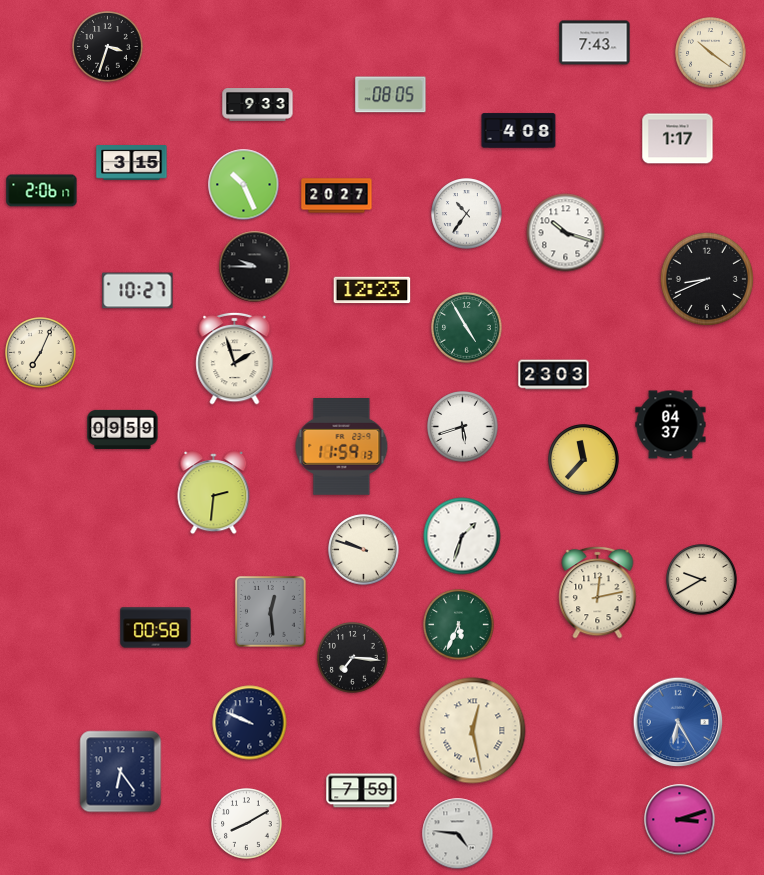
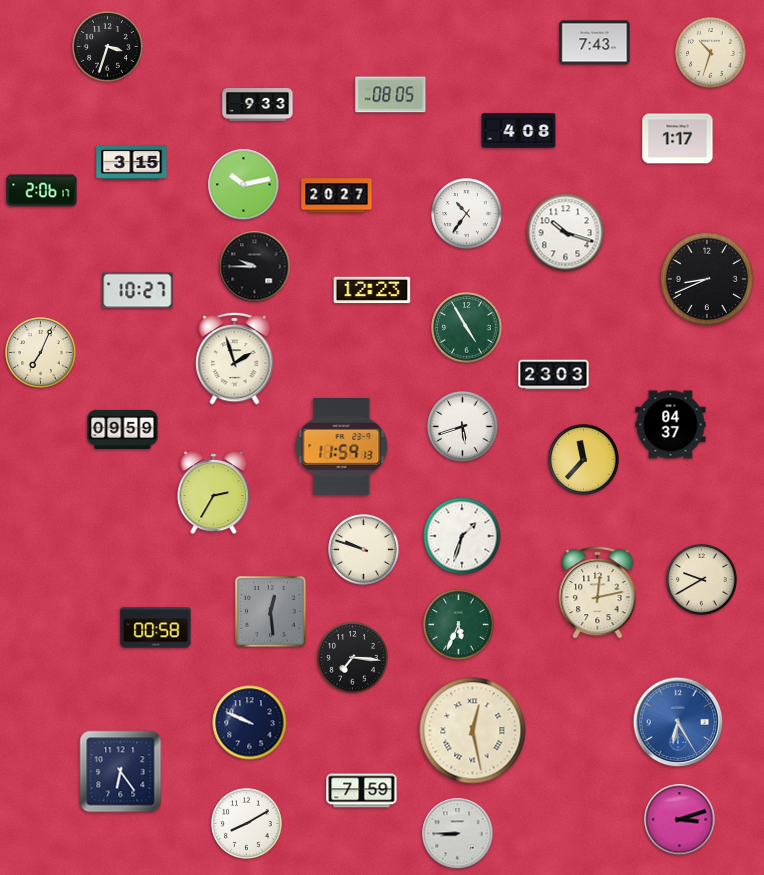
clock at (711, 53): 10:21 -> 10:33
clock at (244, 185): 10:26 -> 10:13
clock at (214, 493): 2:31 -> 2:35
clock at (458, 834): 4:46 -> 8:45
